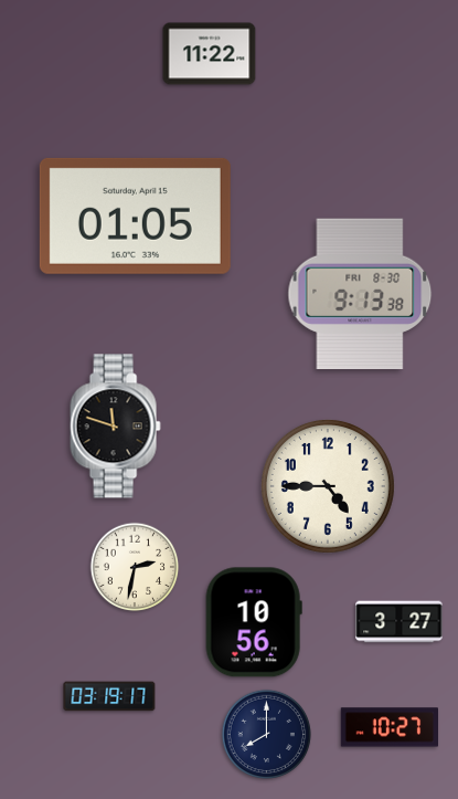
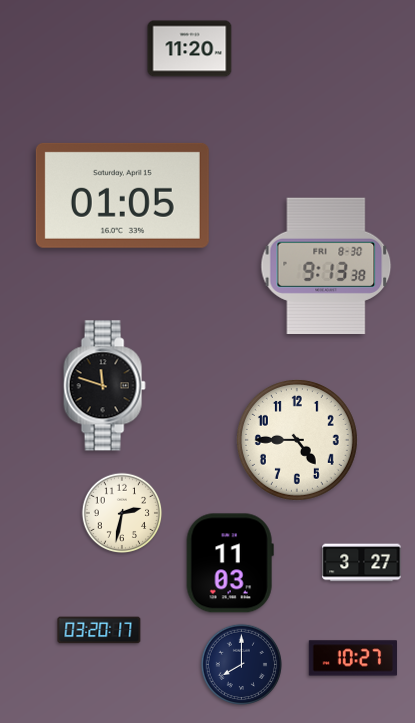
clock at (210, 54): 11:22 -> 11:20
clock at (254, 622): 10:56 -> 11:03
clock at (109, 696): 03:19 -> 03:20
